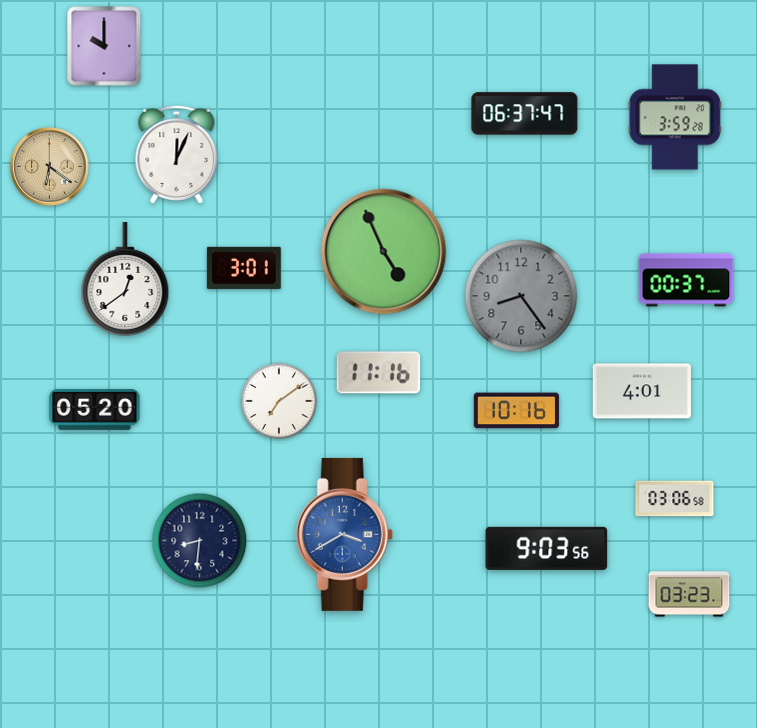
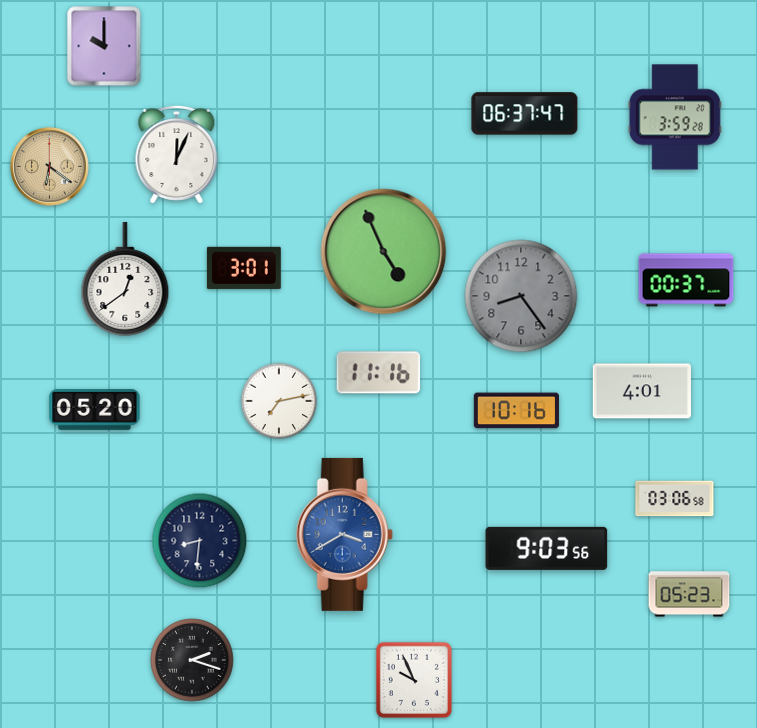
clock at (279, 401): 7:09 -> 7:13
clock at (689, 594): 03:23 -> 05:23
clock at (192, 660): none -> 2:18
clock at (413, 679): none -> 9:56
